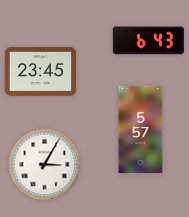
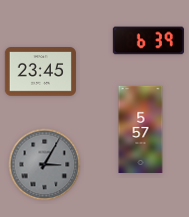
clock at (148, 41): 6:43 -> 6:39
clock at (45, 165) dial: white -> grey
